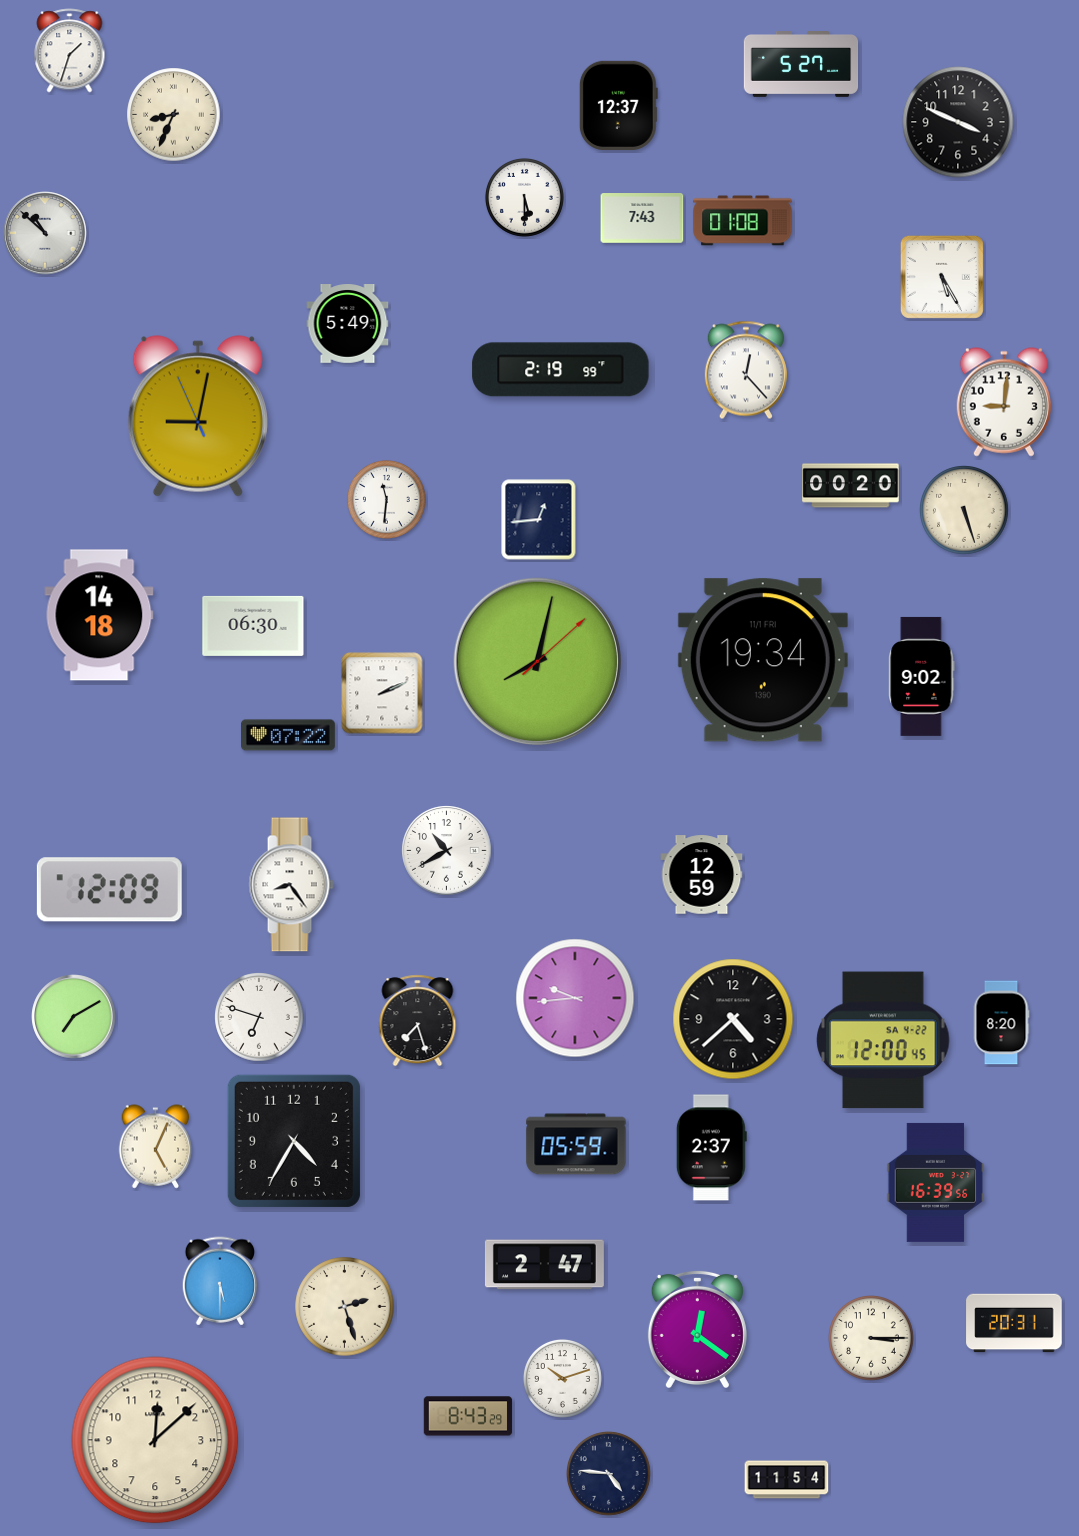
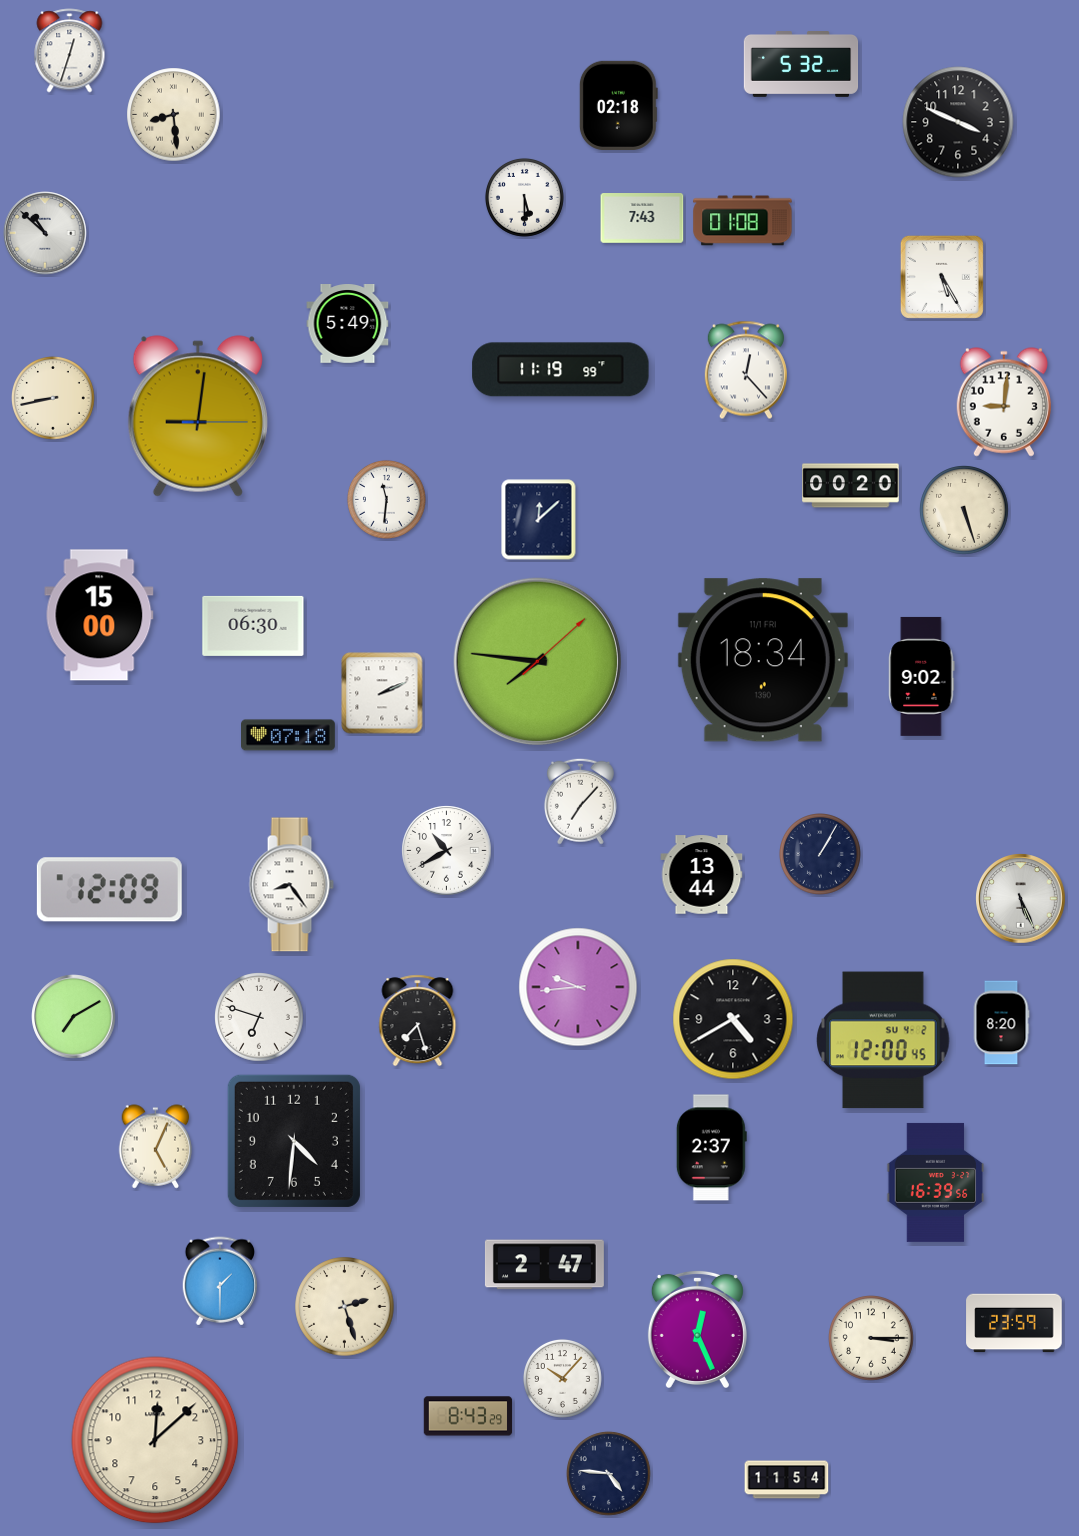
clock at (70, 51): 1:33 -> 12:33
clock at (801, 65): 5:27 -> 5:32
clock at (618, 105): 12:37 -> 02:18
clock at (174, 115): 8:34 -> 8:29
clock at (561, 370): 2:19 -> 11:19
clock at (54, 399): none -> 8:43
clock at (198, 416): 9:01:56 -> 9:01:15
clock at (539, 520): 12:44 -> 12:08
clock at (99, 615): 14:18 -> 15:00
clock at (763, 660): 19:34 -> 18:34
clock at (537, 661): 8:02 -> 7:46
clock at (289, 735): 07:22 -> 07:18
clock at (580, 801): none -> 7:07
clock at (821, 855): none -> 1:05
clock at (702, 875): 12:59 -> 13:44
clock at (1021, 899): none -> 5:26
clock at (575, 998) position: (575, 998) -> (578, 987)
clock at (733, 1019): 4:38 -> 4:40
clock at (883, 1040) date: SA 4-22 -> SU 4-2
clock at (294, 1141): 4:35 -> 4:31
clock at (576, 1144): 05:59 -> none
clock at (220, 1281): 5:30 -> 1:30
clock at (1014, 1323): 20:31 -> 23:59
clock at (697, 1329): 12:21 -> 12:26
clock at (562, 1378): 10:12 -> 10:07
